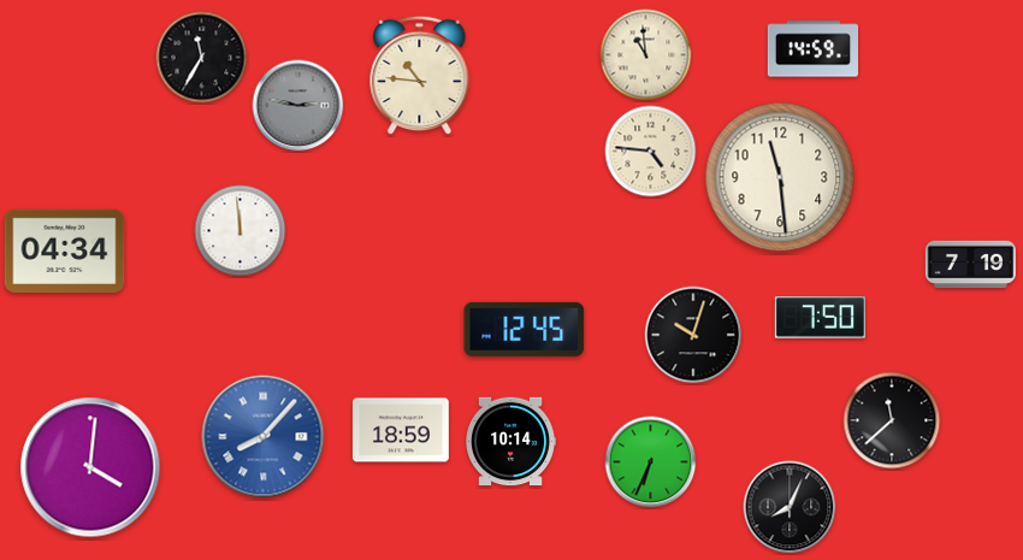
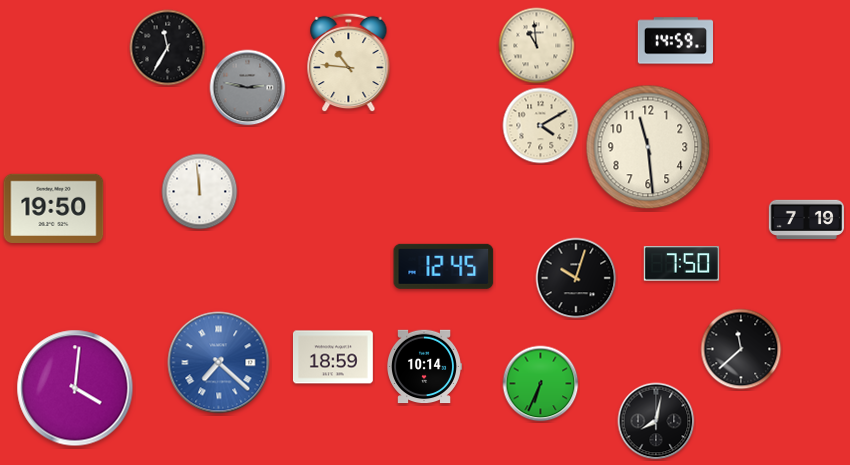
clock at (651, 152): 4:46 -> 4:10
clock at (65, 250): 04:34 -> 19:50
clock at (525, 329) position: (525, 329) -> (444, 266)
clock at (264, 437): 8:07 -> 7:22
clock at (790, 507): 8:04 -> 8:02
